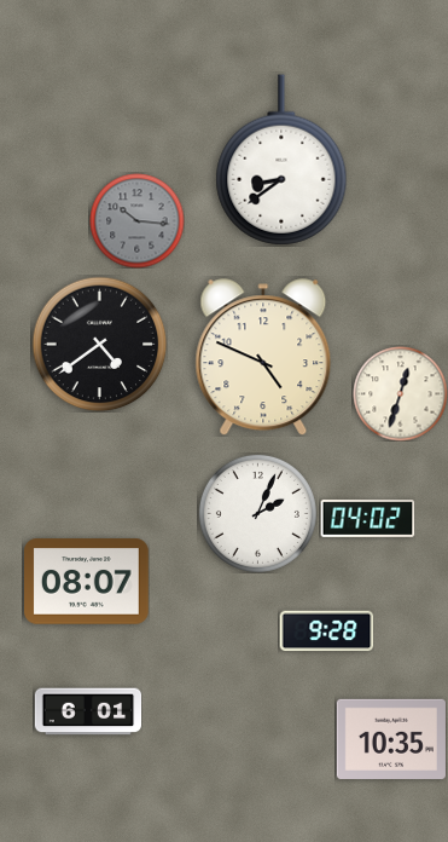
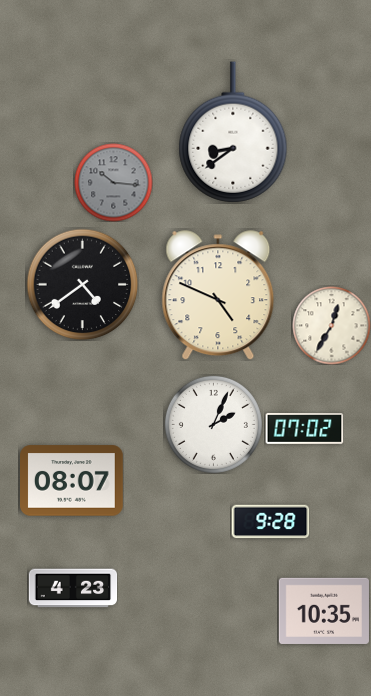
clock at (400, 393): 12:33 -> 12:35
clock at (367, 518): 04:02 -> 07:02
clock at (88, 711): 6:01 -> 4:23
